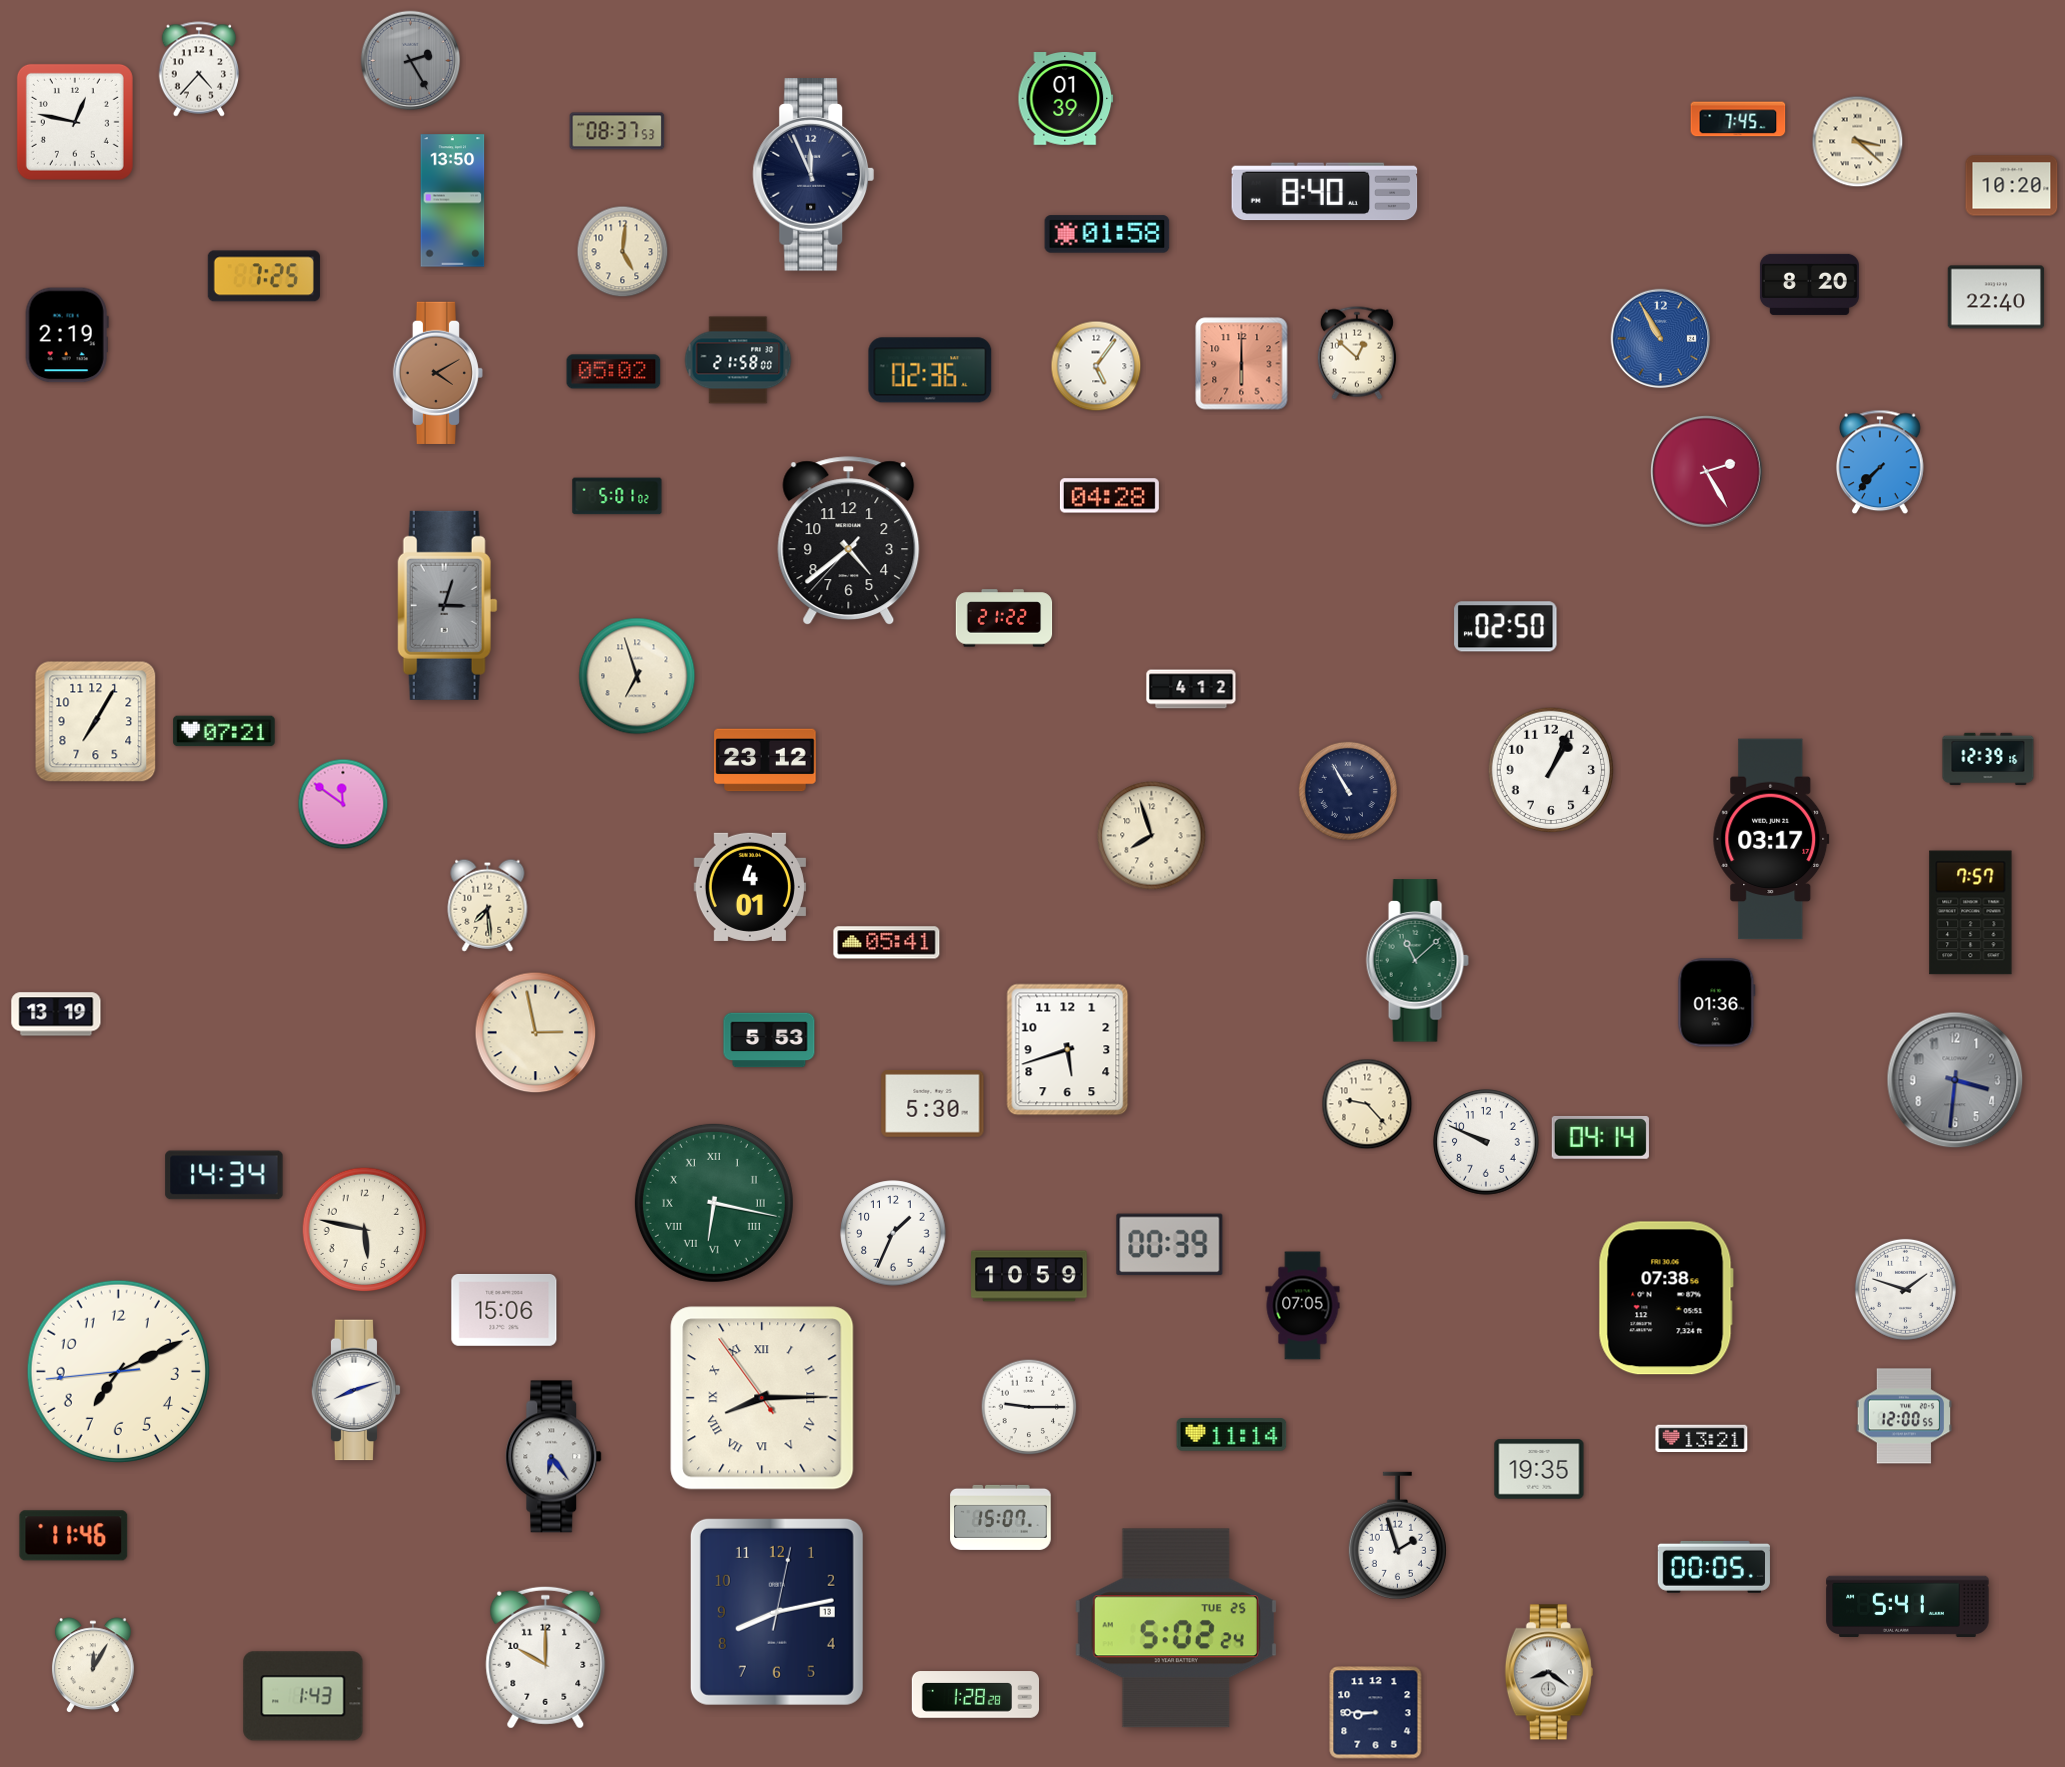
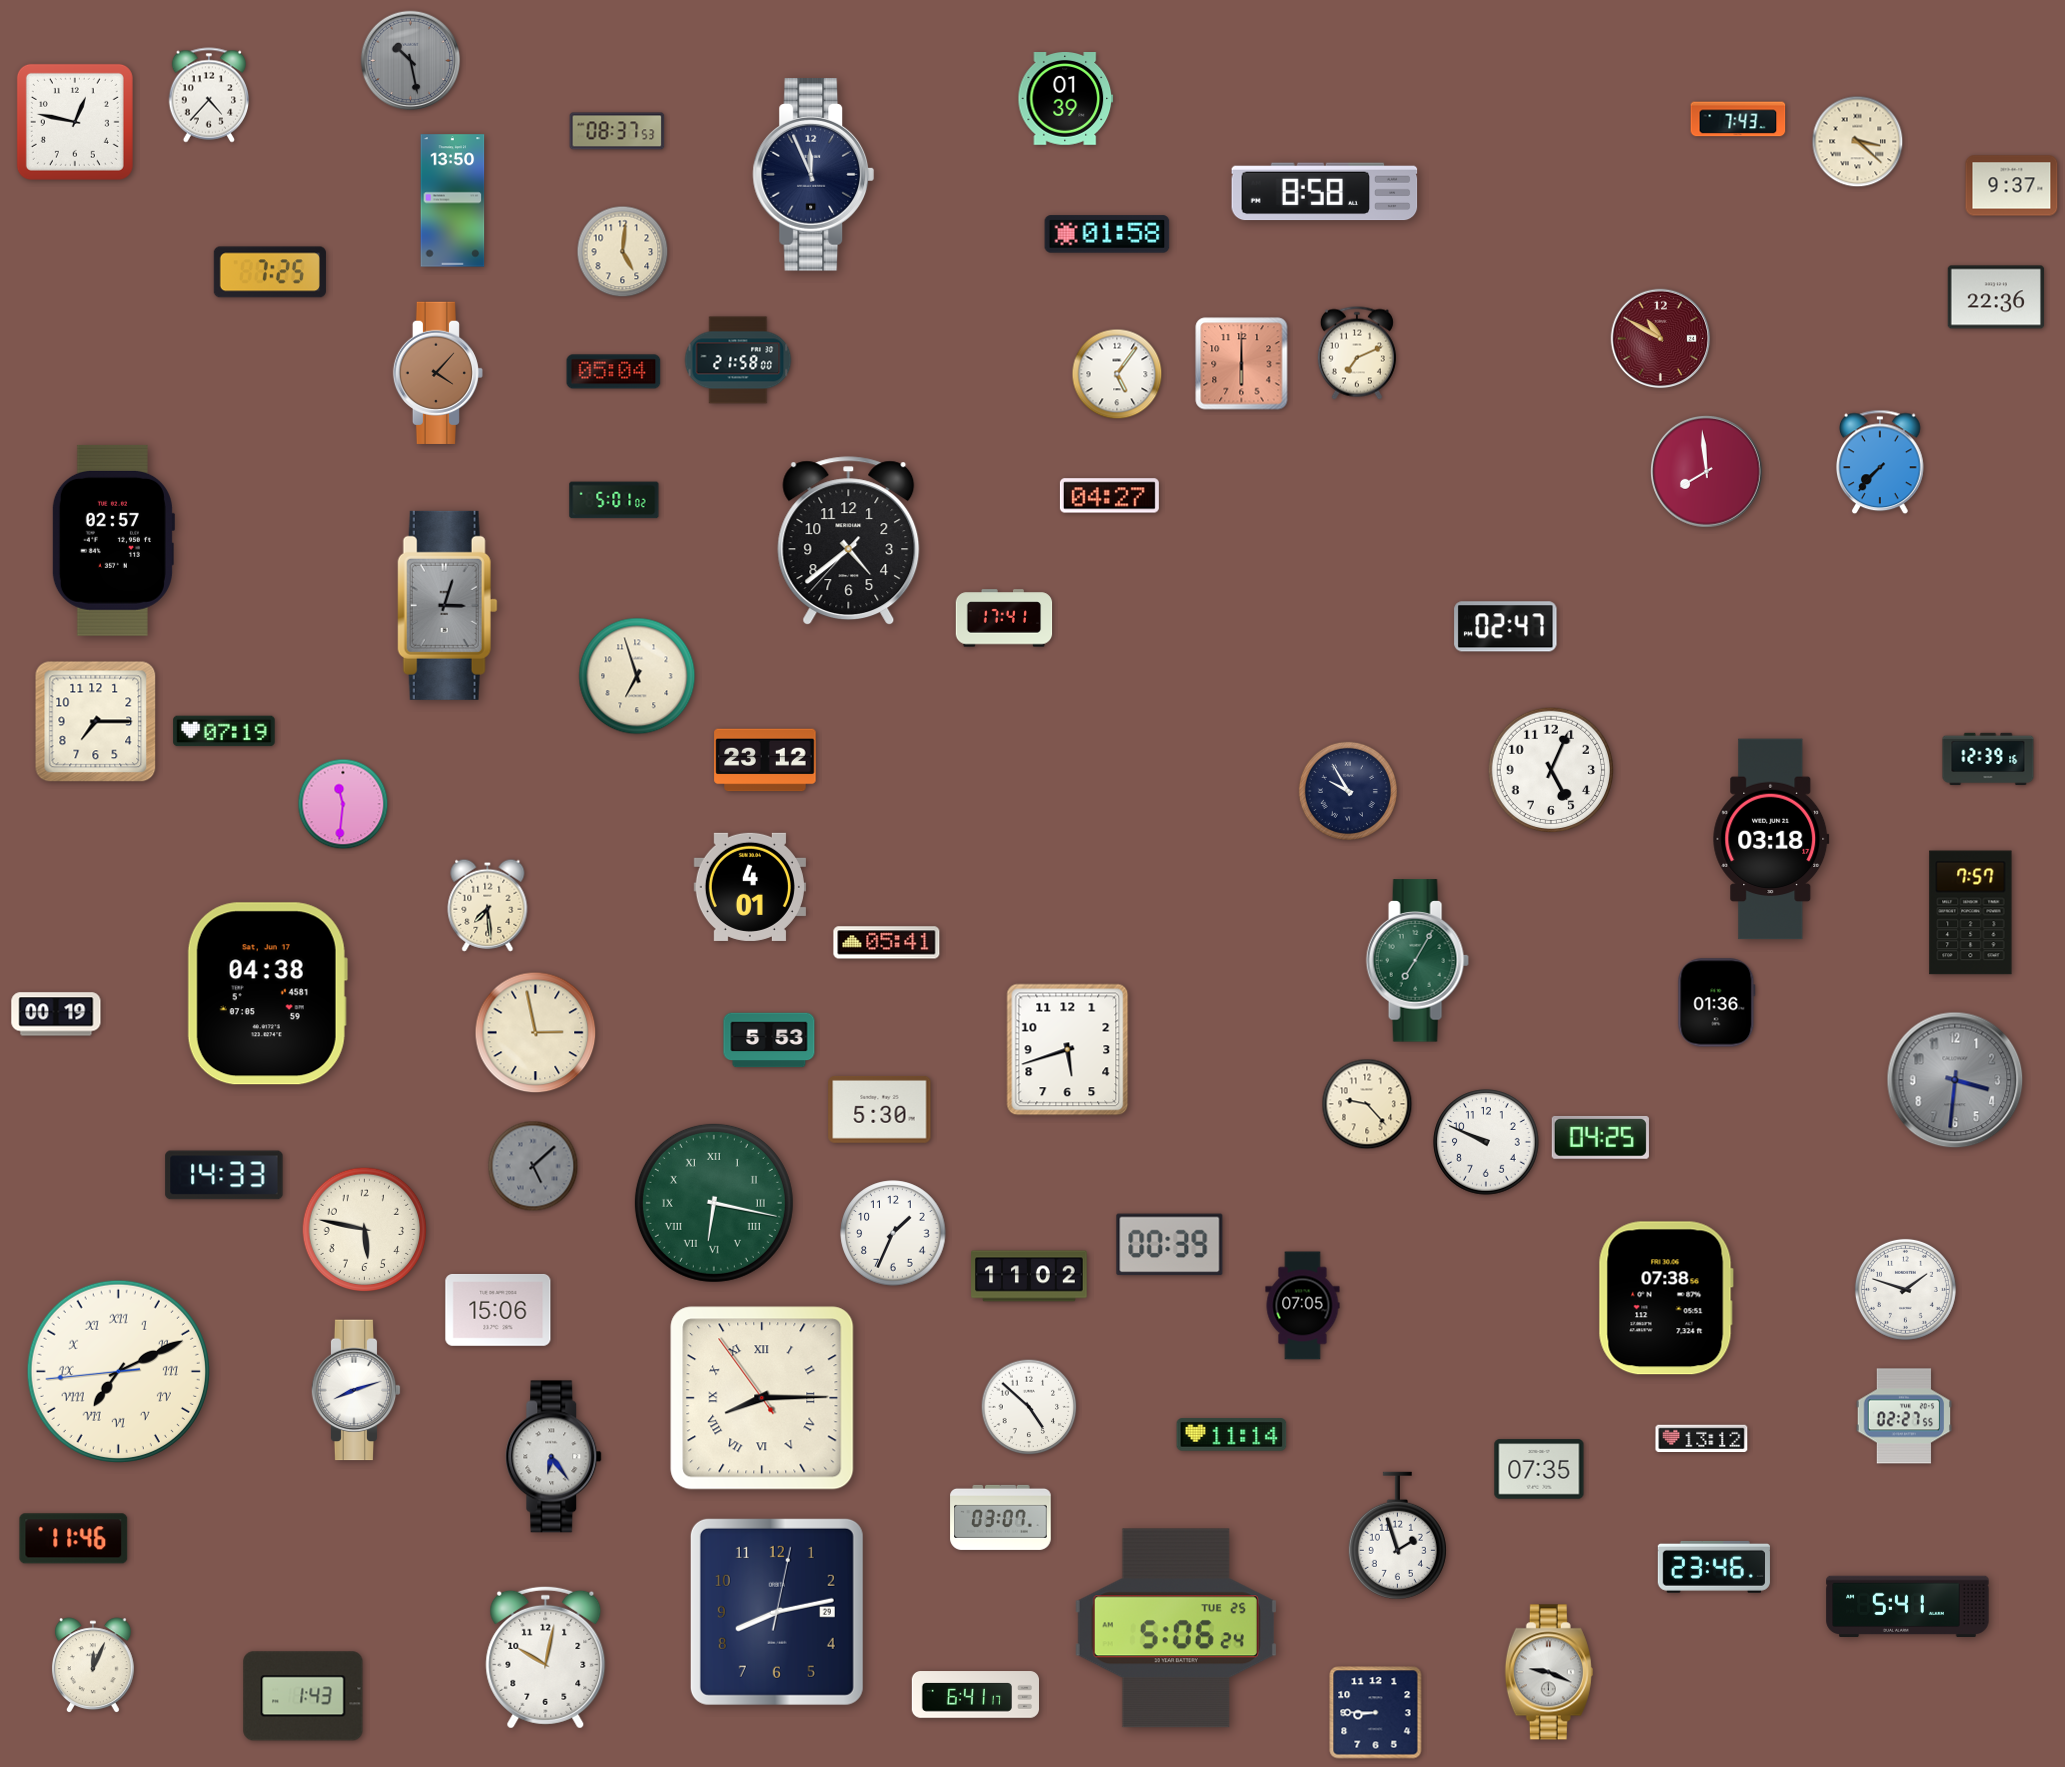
clock at (411, 61): 2:25 -> 10:28
clock at (198, 69) position: (198, 69) -> (208, 95)
clock at (1738, 119): 7:45 -> 7:43
clock at (2012, 186): 10:20 -> 9:37
clock at (1325, 192): 8:40 -> 8:58
clock at (264, 276) position: (264, 276) -> (270, 272)
clock at (1809, 284): 8:20 -> none
clock at (1996, 297): 22:40 -> 22:36
clock at (67, 335): 2:19 -> none
clock at (1661, 339): 10:55 -> 10:50
clock at (1661, 339) dial: blue -> burgundy
clock at (1357, 353): 12:52 -> 7:11
clock at (1096, 366) position: (1096, 366) -> (1117, 374)
clock at (930, 370): 02:36 -> none
clock at (614, 372): 05:02 -> 05:04
clock at (438, 373): 4:10 -> 4:07
clock at (1707, 472): 2:25 -> 7:59
clock at (617, 496) position: (617, 496) -> (614, 500)
clock at (1109, 496): 04:28 -> 04:27
clock at (113, 540): none -> 02:57
clock at (1004, 618): 21:22 -> 17:41
clock at (1506, 627): 02:50 -> 02:47
clock at (1191, 689): 4:12 -> none
clock at (96, 722): 7:05 -> 7:15
clock at (224, 731): 07:21 -> 07:19
clock at (1550, 769): 1:04 -> 5:04
clock at (1348, 791): 10:55 -> 9:55
clock at (343, 804): 11:51 -> 11:31
clock at (1152, 836): 7:57 -> none
clock at (1771, 839): 03:17 -> 03:18
clock at (1417, 961): 11:08 -> 7:05
clock at (267, 994): none -> 04:38
clock at (56, 1014): 13:19 -> 00:19
clock at (933, 1103) position: (933, 1103) -> (880, 1109)
clock at (1600, 1137): 04:14 -> 04:25
clock at (533, 1166): none -> 5:08
clock at (224, 1175): 14:34 -> 14:33
clock at (1029, 1276): 10:59 -> 11:02
clock at (504, 1310) position: (504, 1310) -> (498, 1310)
clock at (118, 1371) numerals: Arabic -> Roman
clock at (1029, 1407): 9:15 -> 4:52
clock at (1904, 1416): 12:00 -> 02:27
clock at (1702, 1438): 13:21 -> 13:12
clock at (1539, 1469): 19:35 -> 07:35
clock at (1001, 1517): 15:07 -> 03:07
clock at (74, 1536) position: (74, 1536) -> (74, 1539)
clock at (1714, 1567): 00:05 -> 23:46
clock at (777, 1612) date: 13 -> 29
clock at (1176, 1628): 5:02 -> 5:06
clock at (546, 1657): 10:00 -> 10:02
clock at (93, 1666): 12:05 -> 12:04
clock at (1549, 1672): 8:21 -> 9:19
clock at (975, 1695): 1:28 -> 6:41
